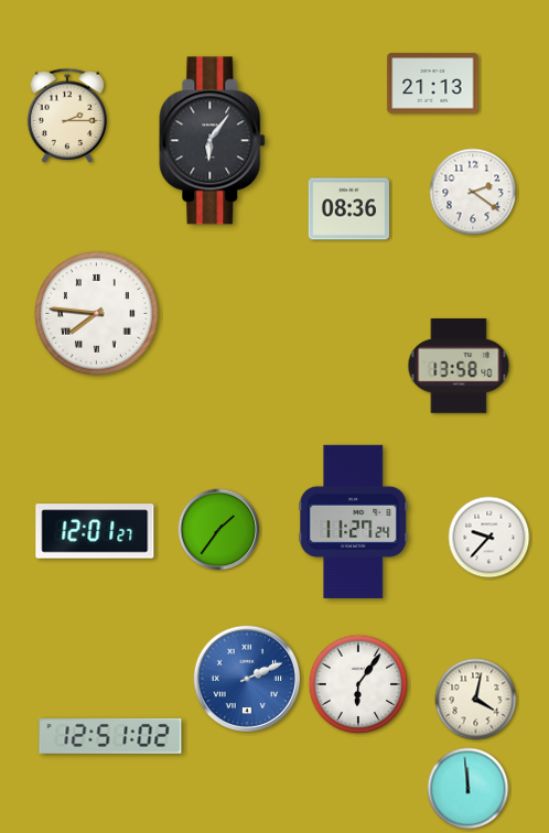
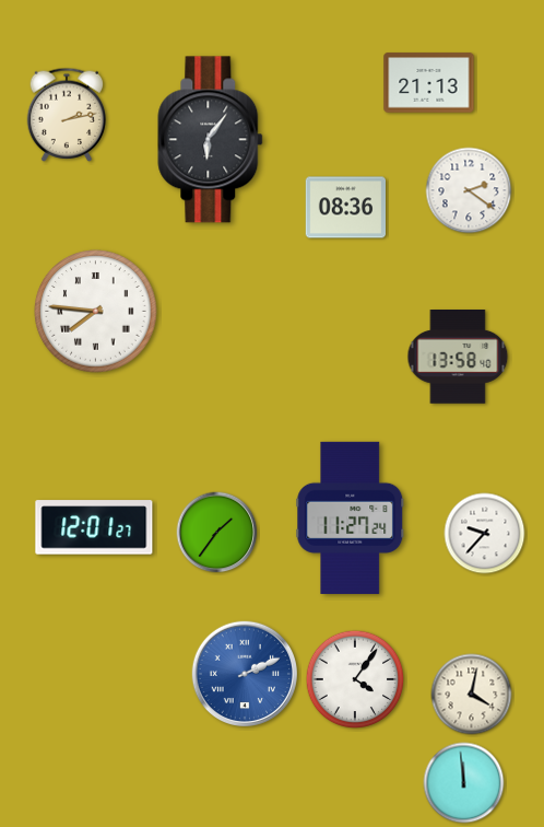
clock at (67, 116): 2:15 -> 2:13
clock at (459, 367) position: (459, 367) -> (458, 358)
clock at (219, 530) position: (219, 530) -> (217, 533)
clock at (358, 684): 6:06 -> 4:06
clock at (110, 736): 12:51 -> none
